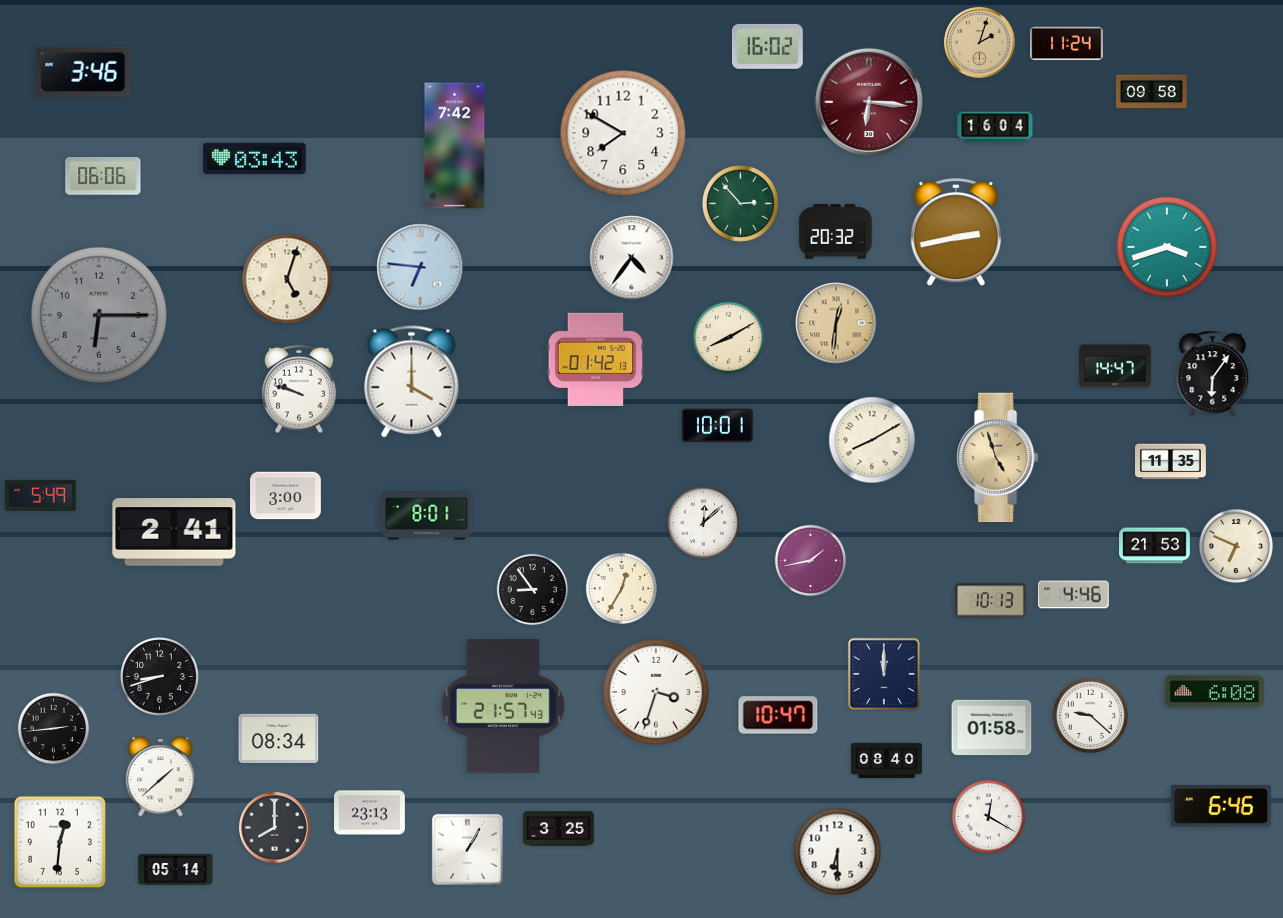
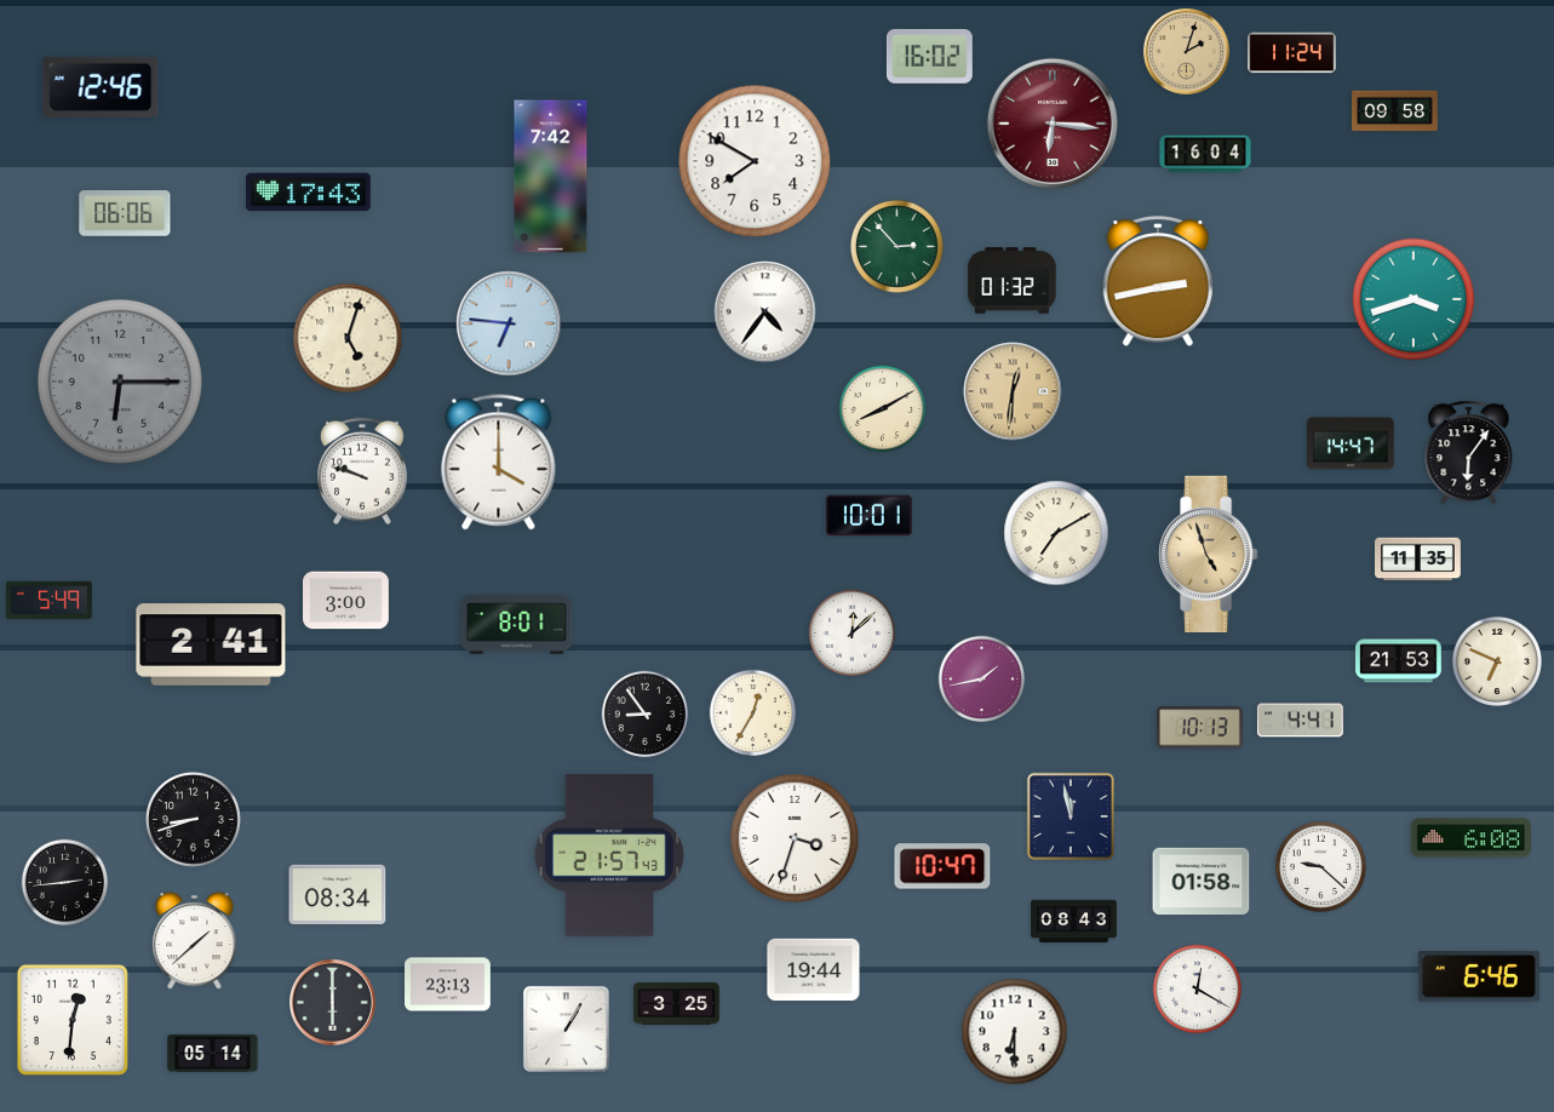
clock at (83, 72): 3:46 -> 12:46
clock at (255, 159): 03:43 -> 17:43
clock at (836, 232): 20:32 -> 01:32
clock at (596, 359): 01:42 -> none
clock at (872, 440): 8:10 -> 7:10
clock at (1073, 595): 4:46 -> 4:41
clock at (884, 674): 12:00 -> 11:58
clock at (887, 761): 08:40 -> 08:43
clock at (814, 970): none -> 19:44
clock at (275, 828): 8:00 -> 6:00
